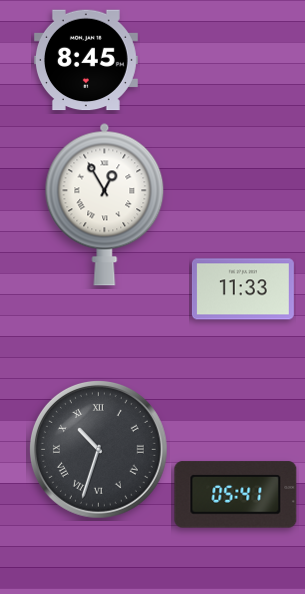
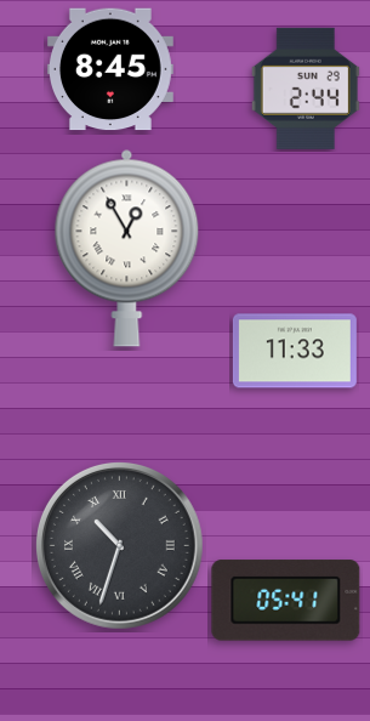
clock at (86, 60) position: (86, 60) -> (110, 69)
clock at (306, 89): none -> 2:44
